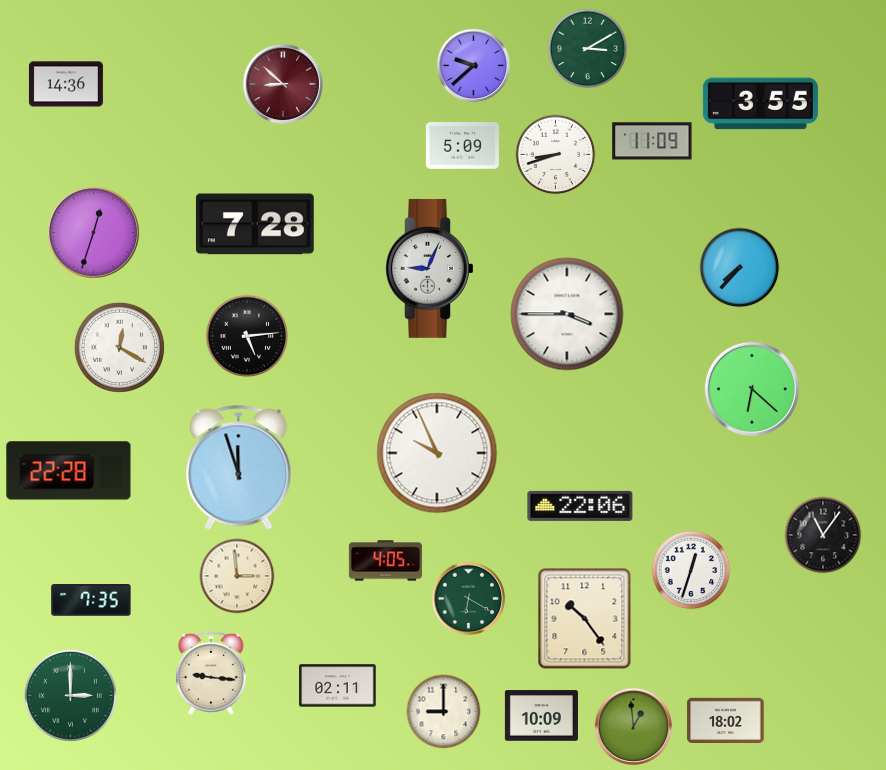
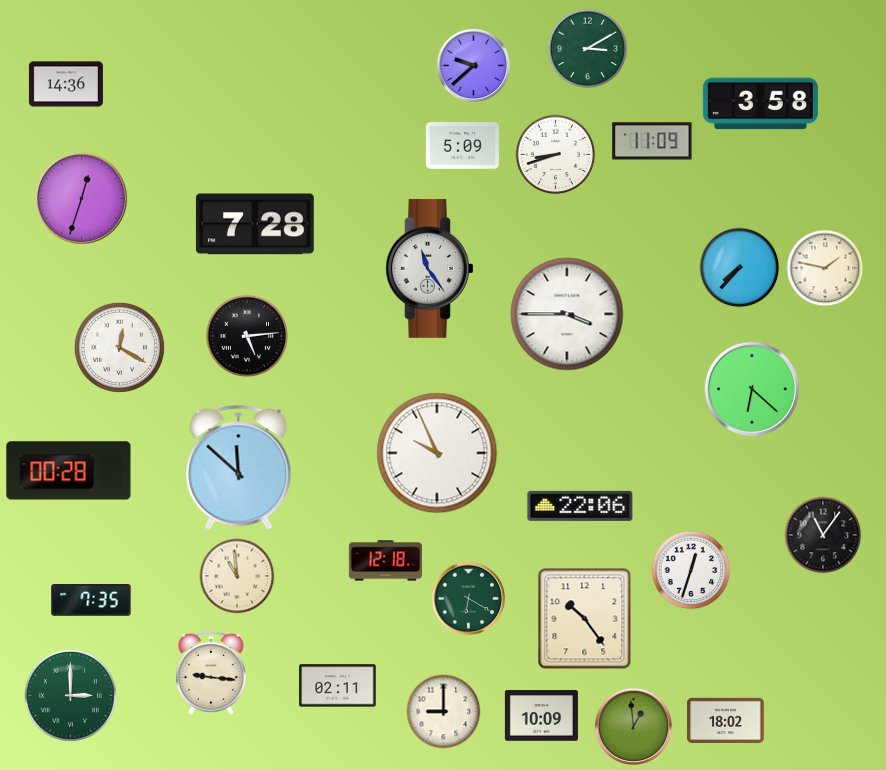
clock at (282, 83): 8:52 -> none
clock at (760, 104): 3:55 -> 3:58
clock at (93, 232) position: (93, 232) -> (81, 198)
clock at (430, 268): 9:04 -> 11:24
clock at (825, 268): none -> 1:47
clock at (239, 468): 11:57 -> 11:52
clock at (69, 471): 22:28 -> 00:28
clock at (385, 561): 4:05 -> 12:18
clock at (237, 576): 2:59 -> 10:59
